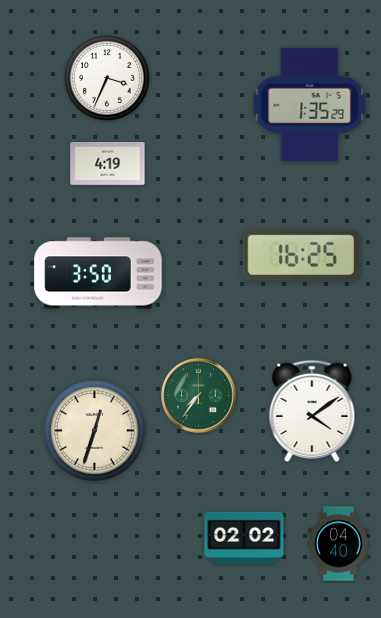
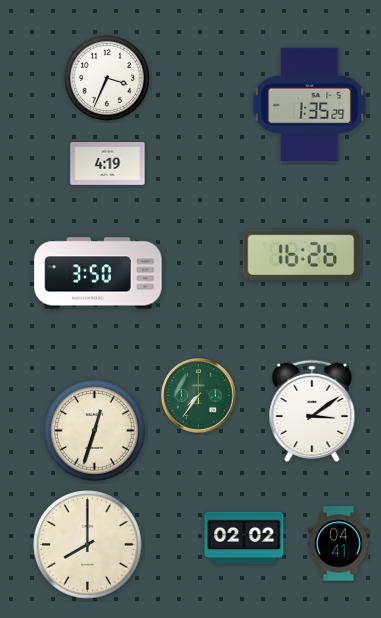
clock at (301, 255): 16:25 -> 16:26
clock at (312, 411): 4:09 -> 3:09
clock at (339, 544): 04:40 -> 04:41
clock at (88, 545): none -> 8:00
